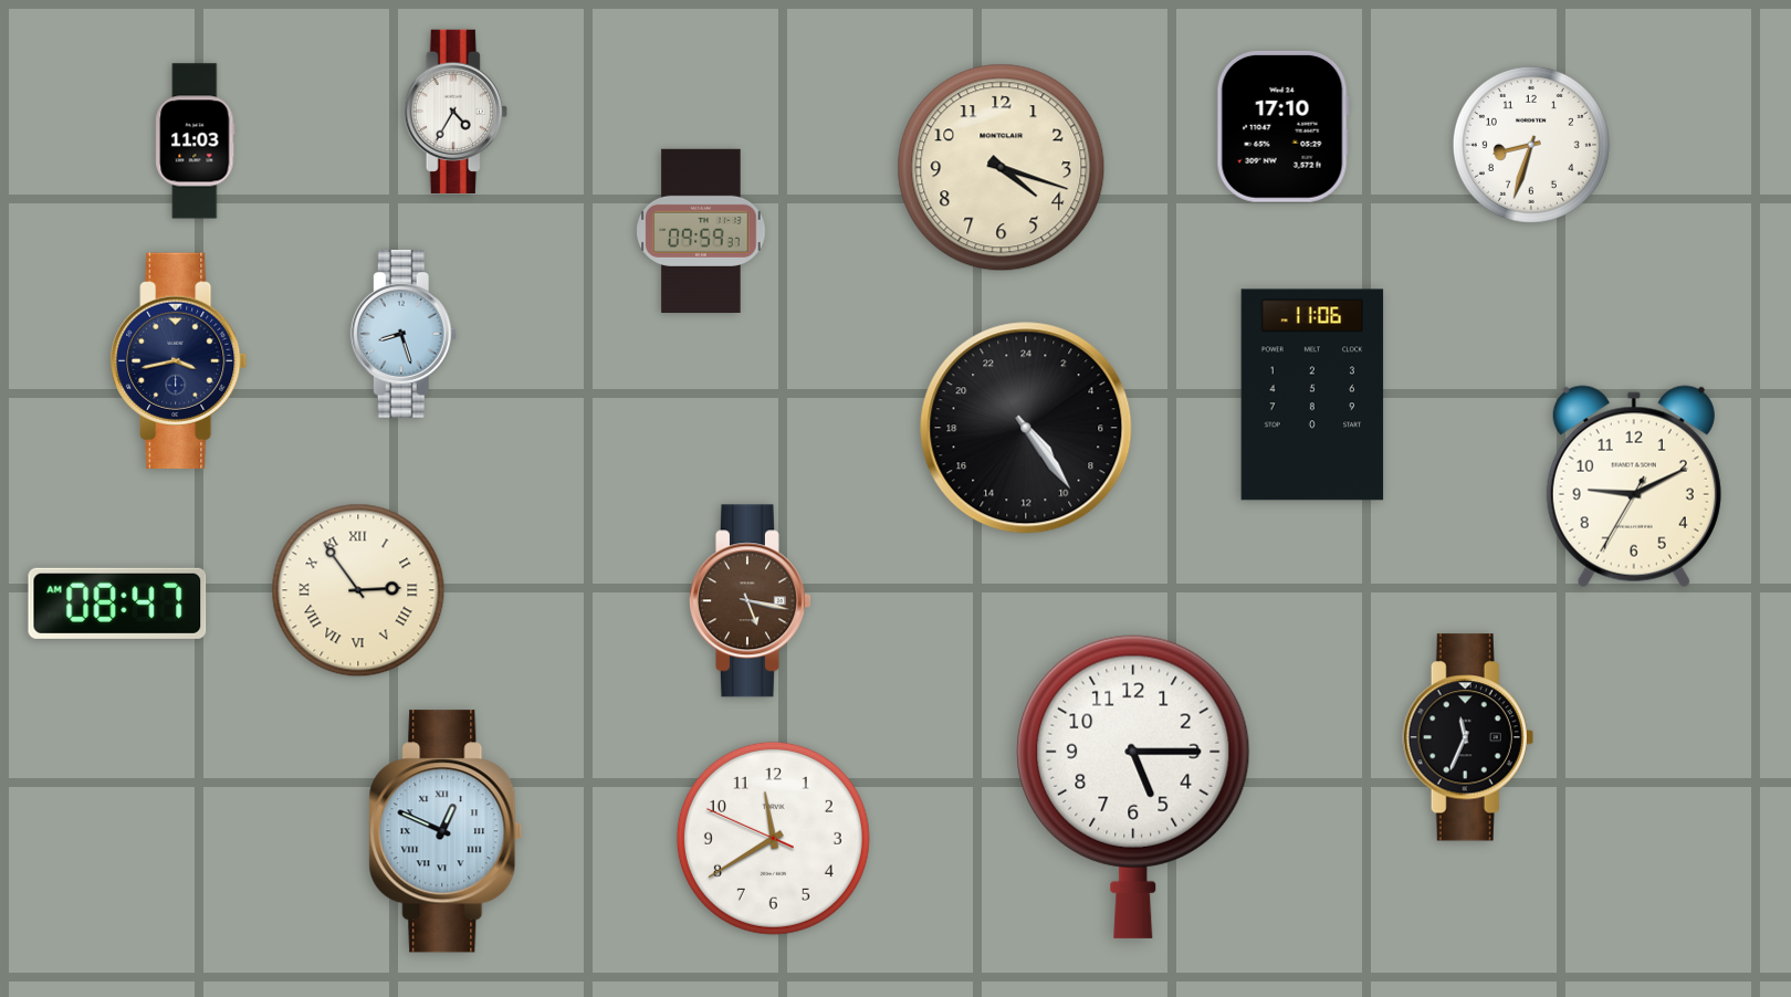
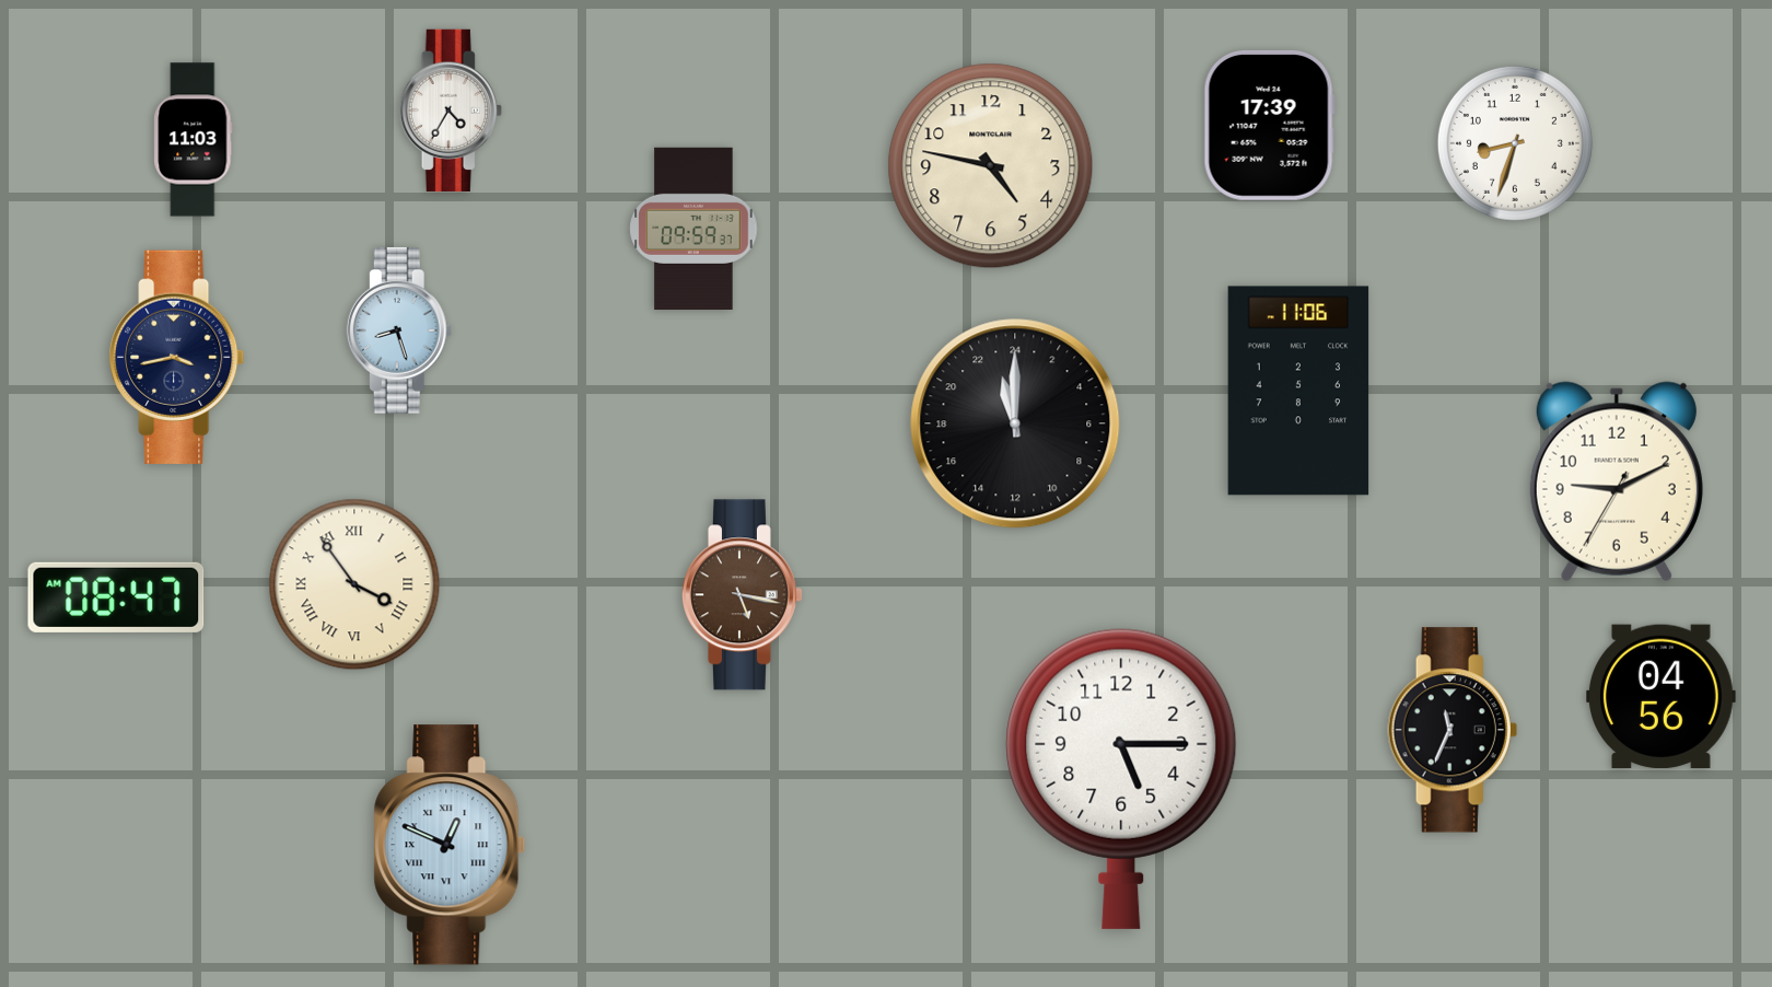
clock at (1282, 126): 17:10 -> 17:39
clock at (1002, 168): 4:18 -> 4:47
clock at (1026, 428): 9:24 -> 23:00
clock at (358, 590): 2:54 -> 3:54
clock at (1662, 697): none -> 04:56
clock at (446, 831) position: (446, 831) -> (450, 845)
clock at (773, 838): 11:39 -> none
